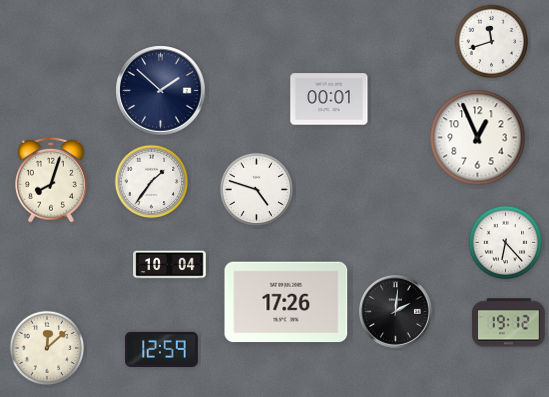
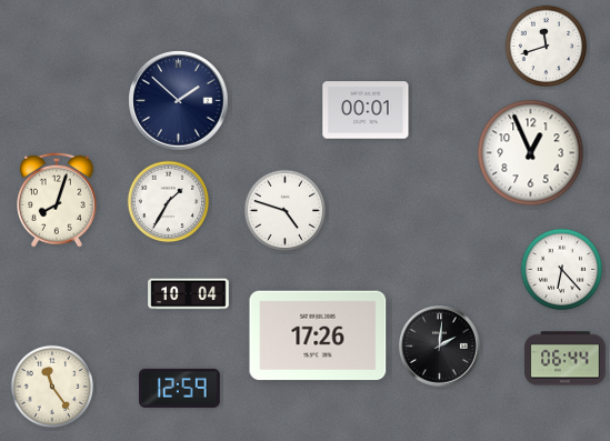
clock at (152, 182): 1:36 -> 1:35
clock at (509, 323): 19:12 -> 06:44
clock at (47, 348): 12:08 -> 11:24
